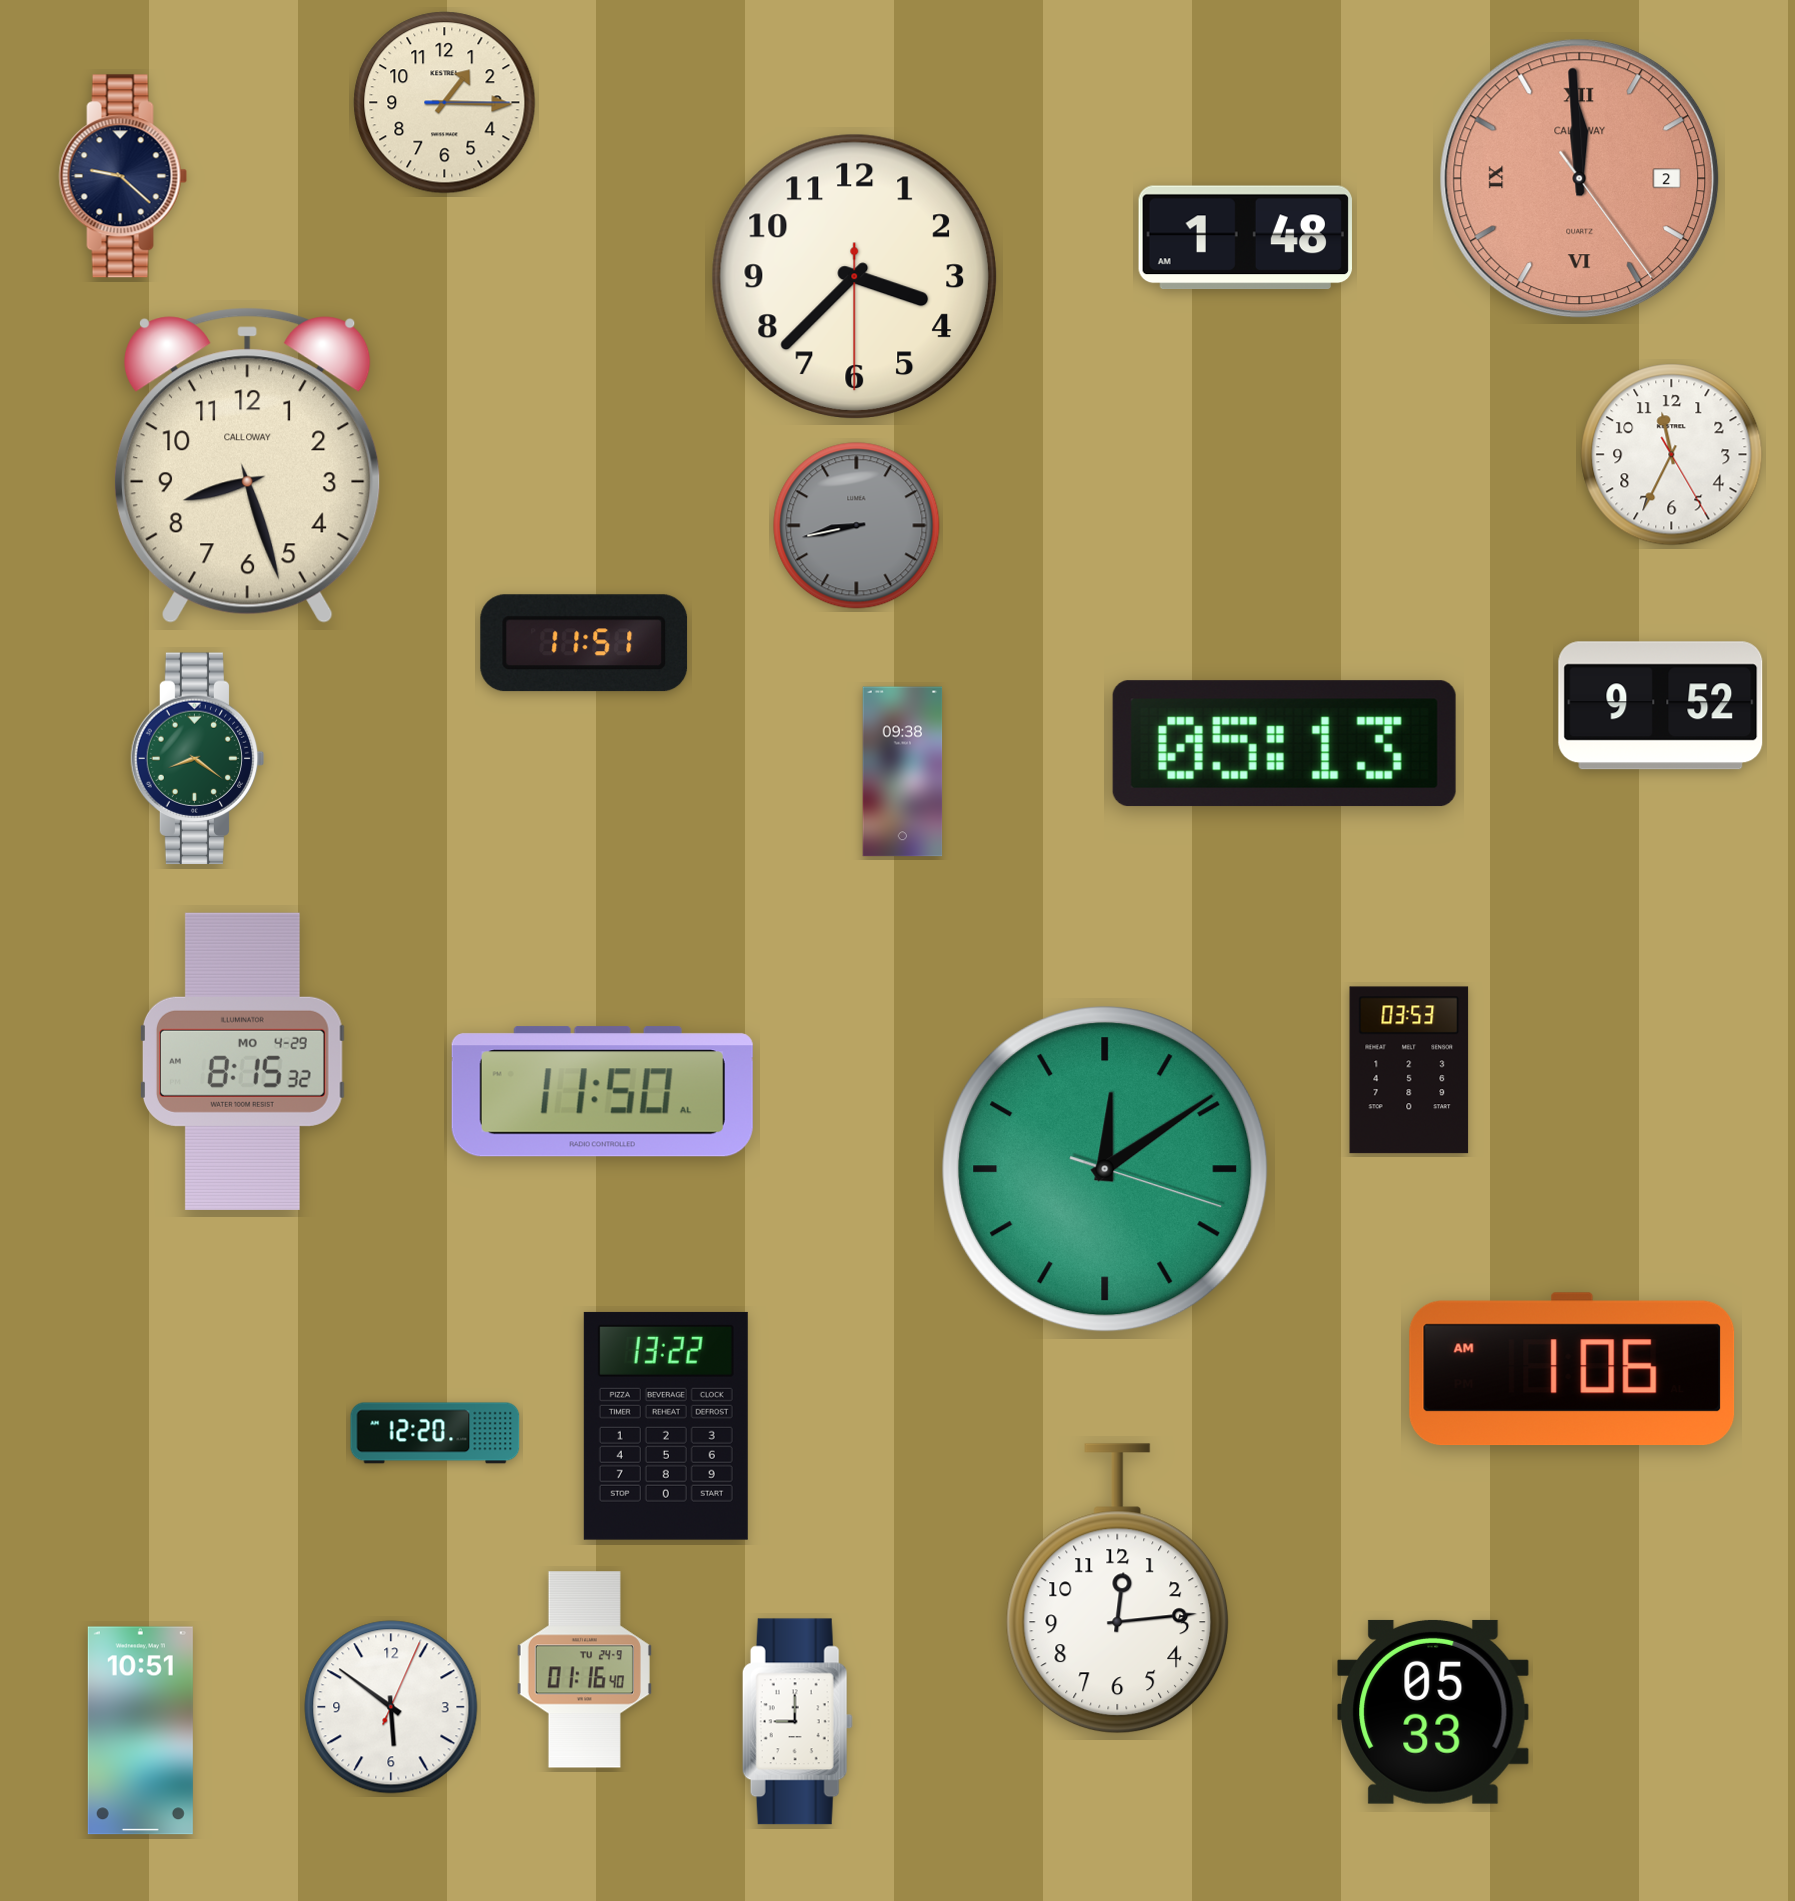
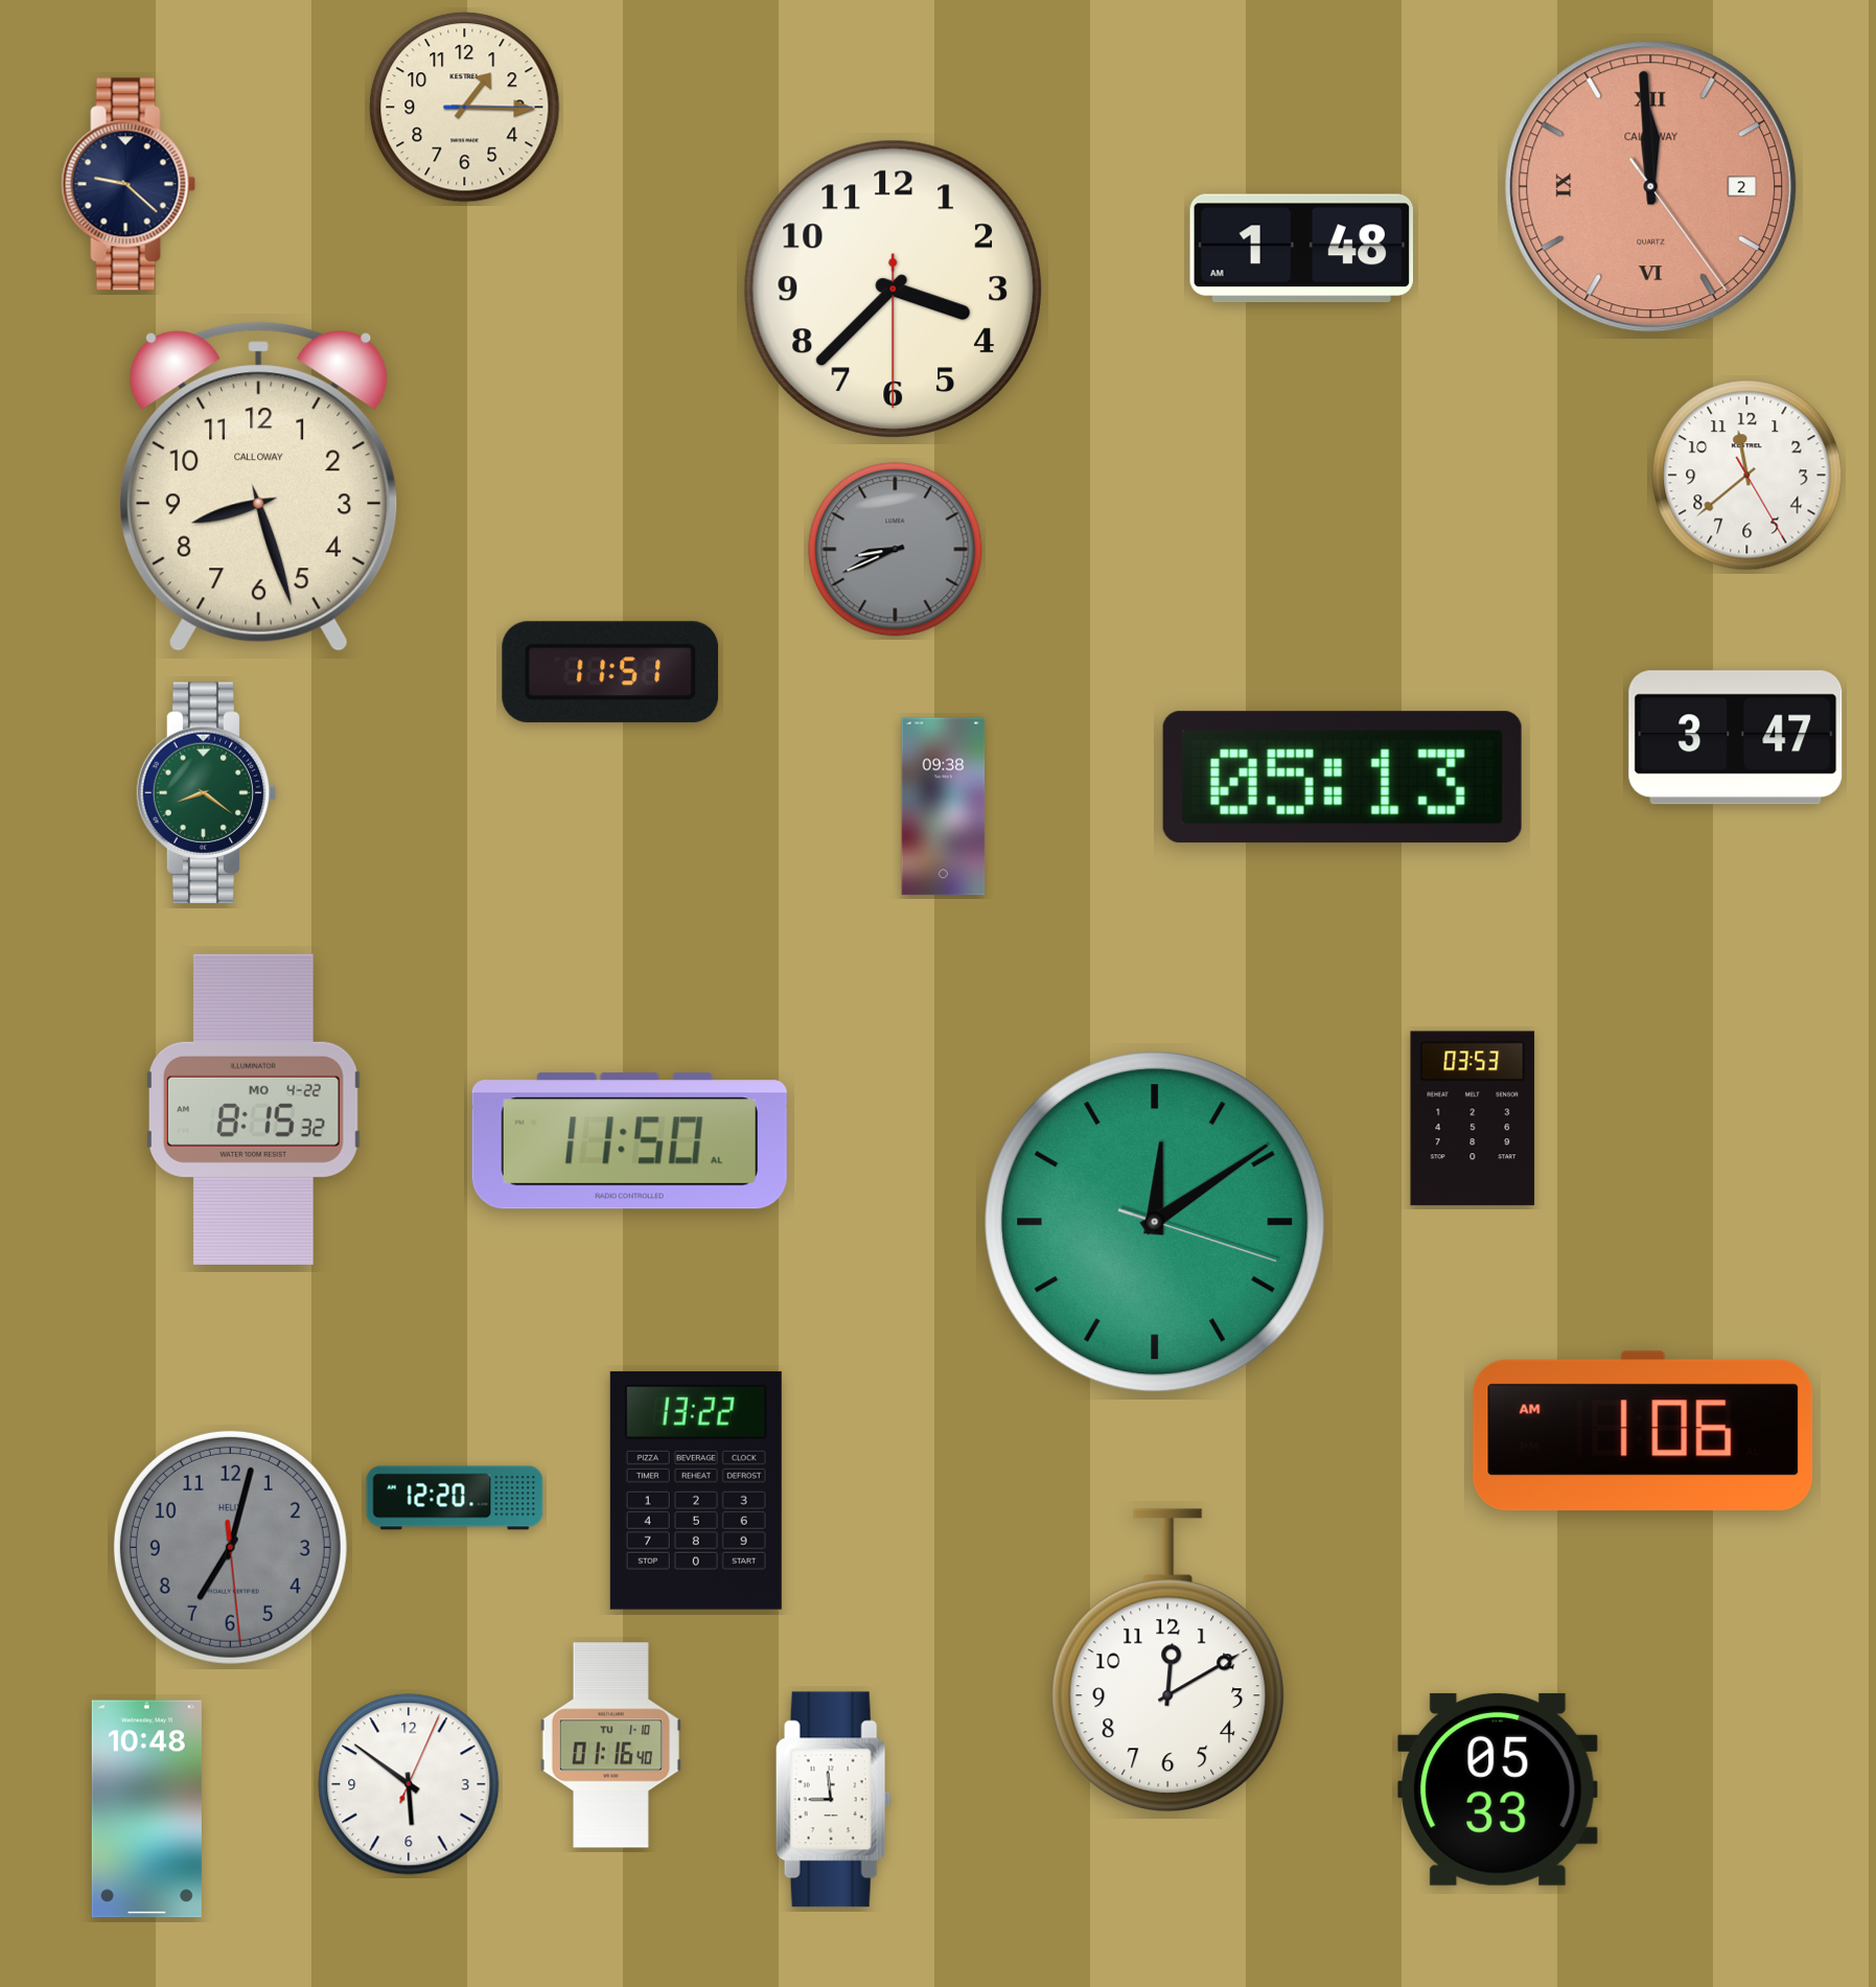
clock at (1672, 455): 11:34 -> 11:38
clock at (857, 526): 8:43 -> 8:41
clock at (1661, 706): 9:52 -> 3:47
clock at (242, 1061) date: MO 4-29 -> MO 4-22
clock at (230, 1547): none -> 7:02
clock at (1118, 1589): 12:14 -> 12:10
clock at (584, 1670) date: TU 24-9 -> TU 1-10
clock at (797, 1722): 9:00 -> 8:59
clock at (140, 1731): 10:51 -> 10:48
